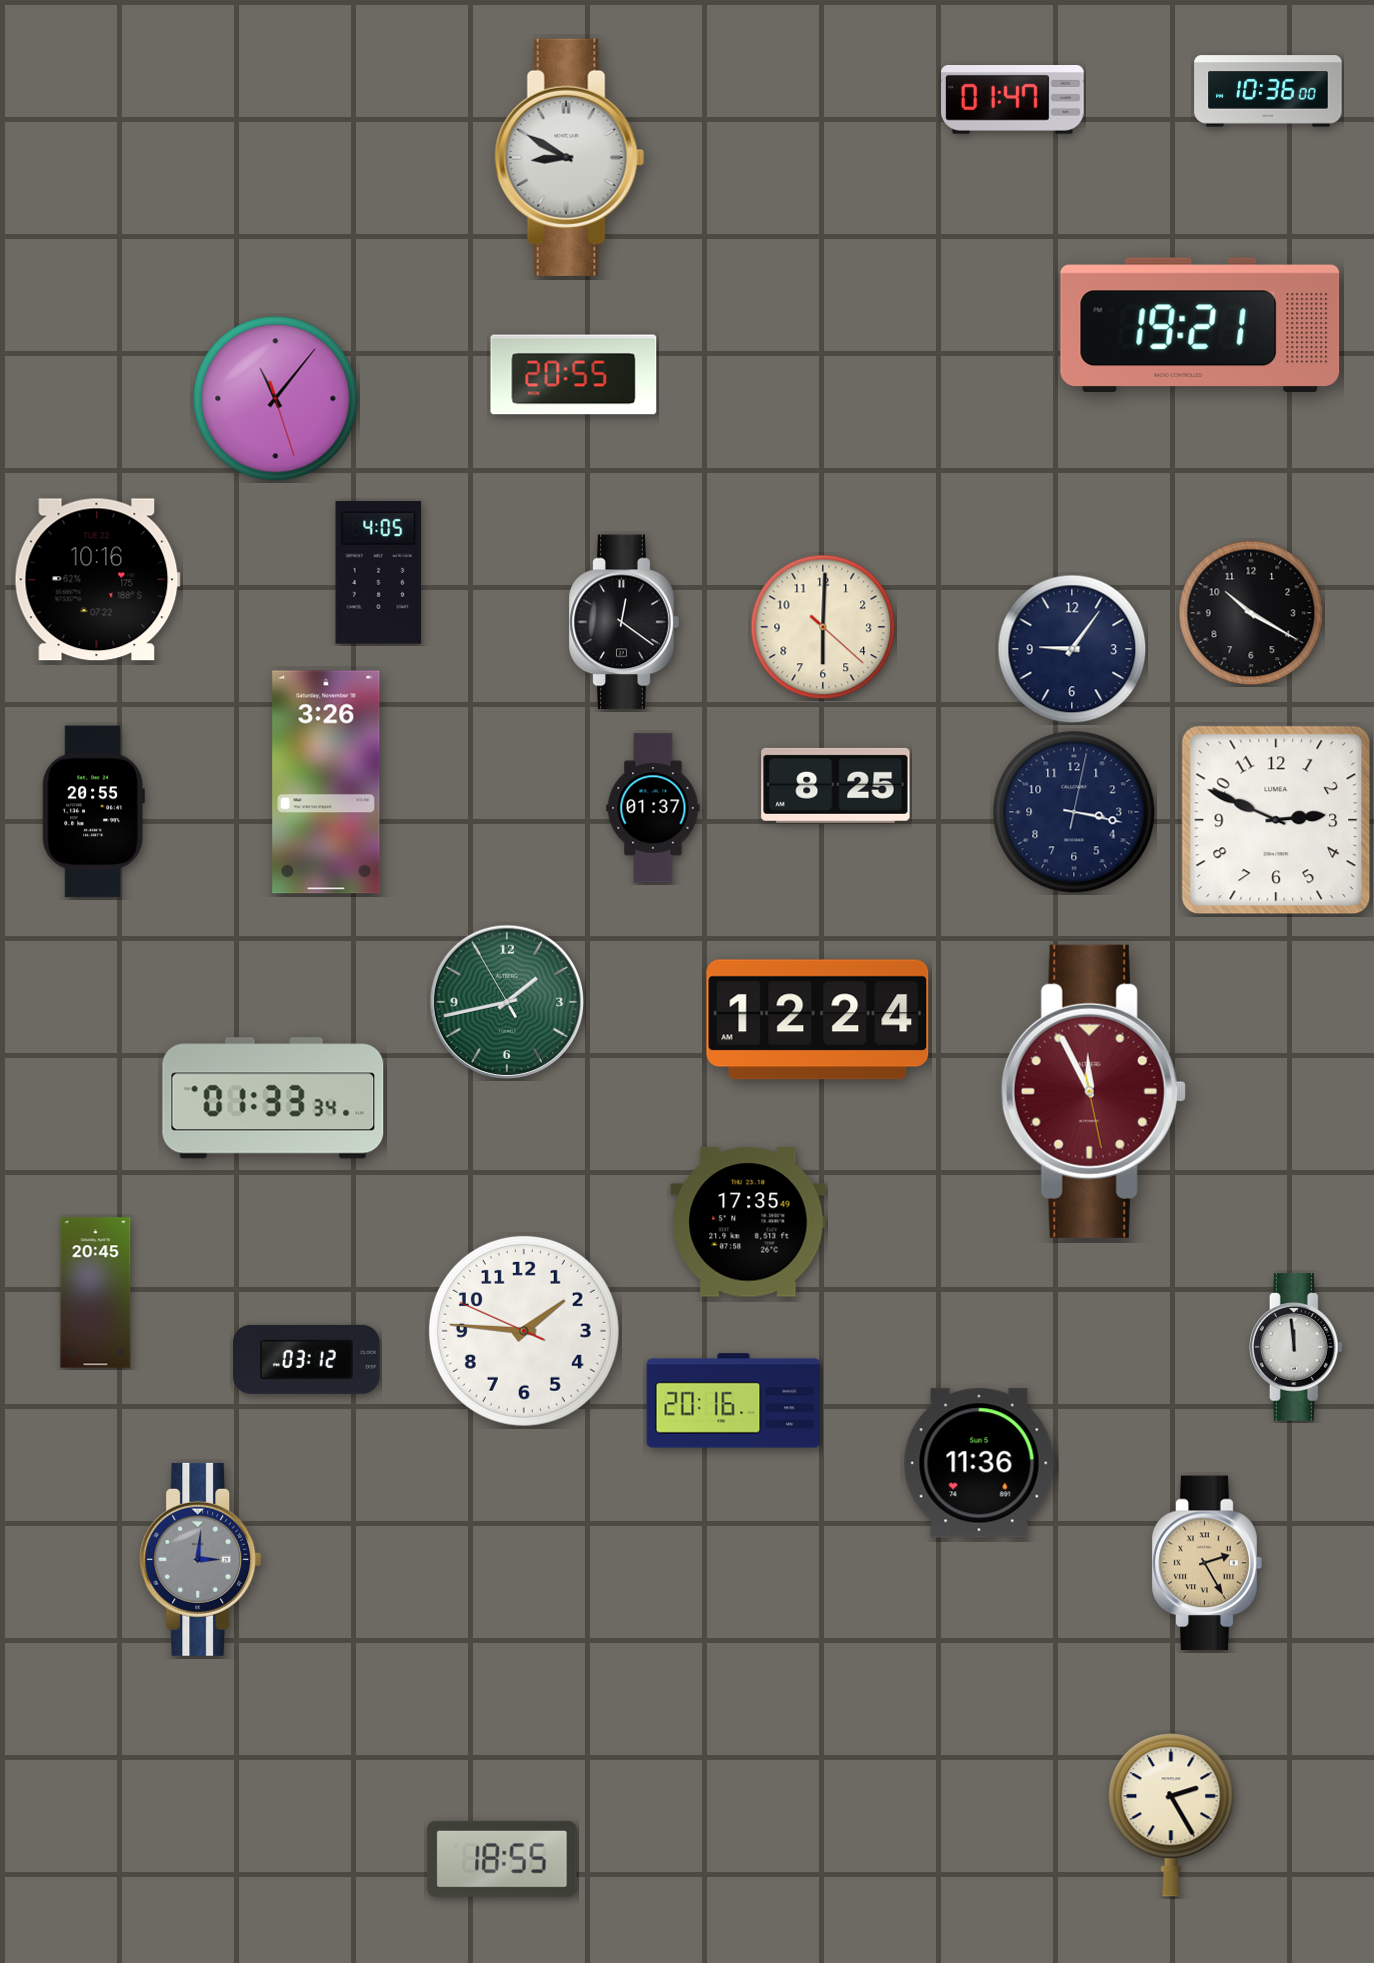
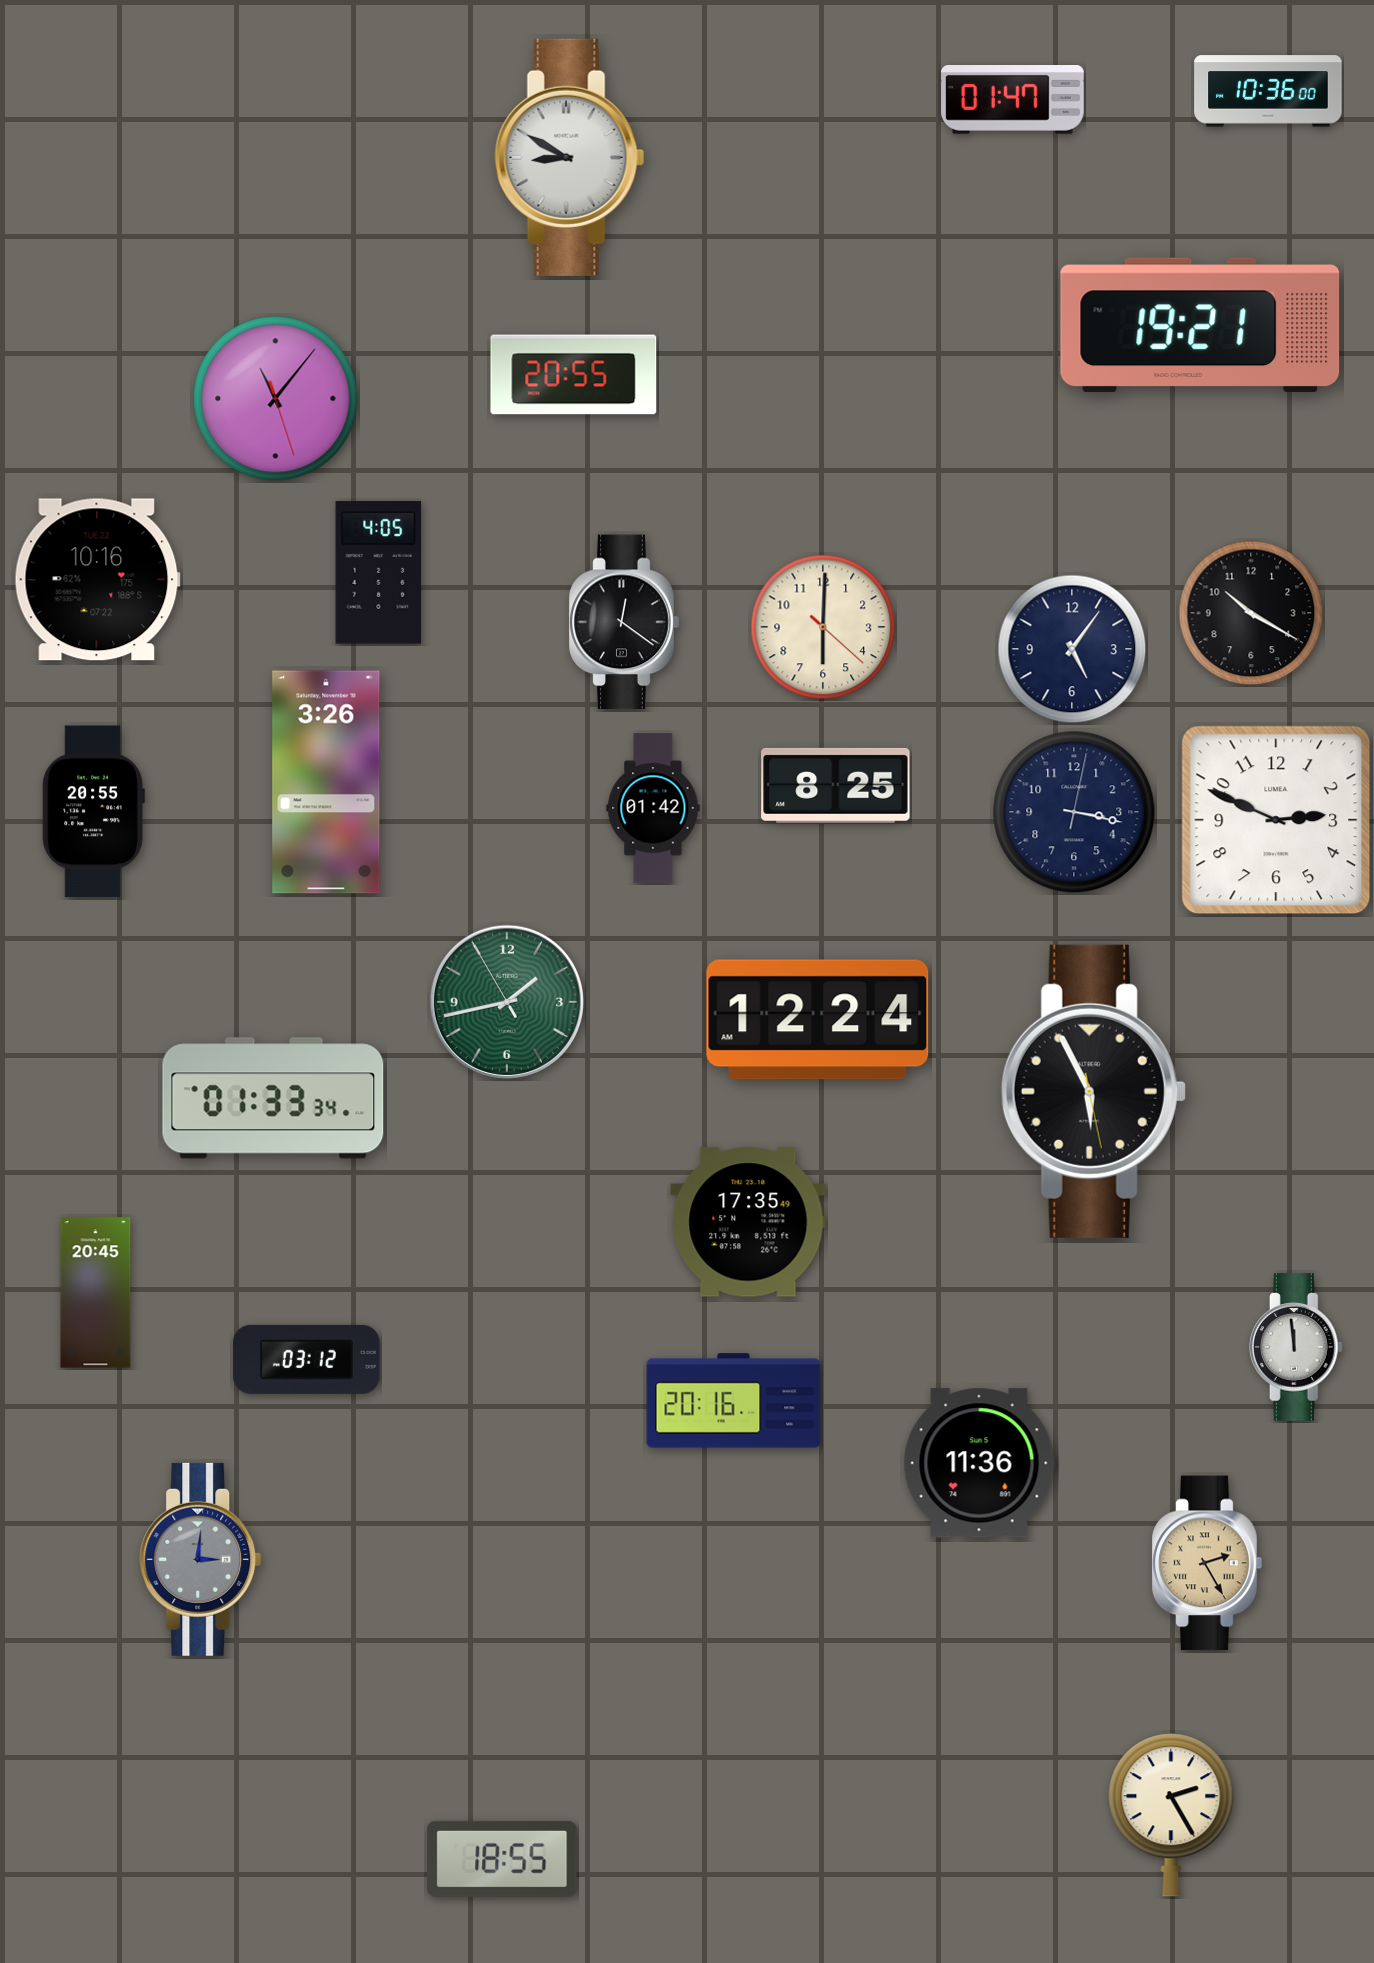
clock at (1072, 649): 9:06 -> 5:06
clock at (653, 808): 01:37 -> 01:42
clock at (1093, 1091): 11:55 -> 5:55
clock at (1093, 1091) dial: burgundy -> black
clock at (524, 1331): 1:45 -> none
